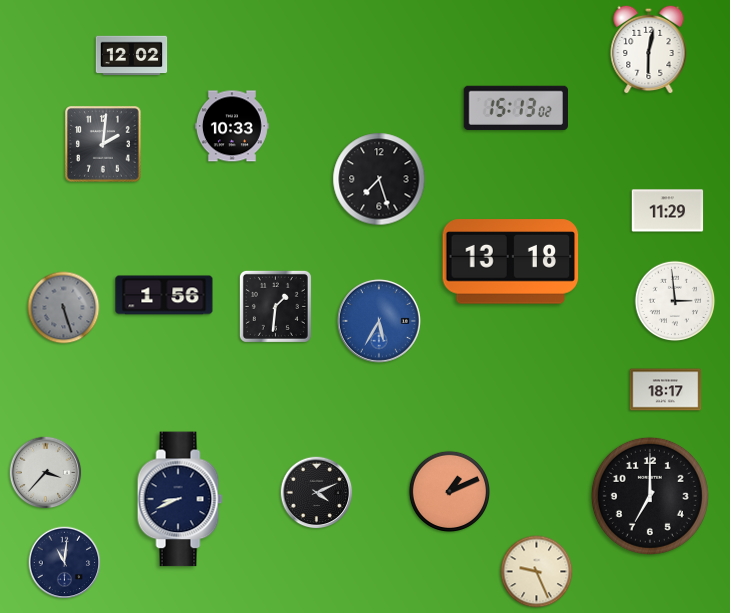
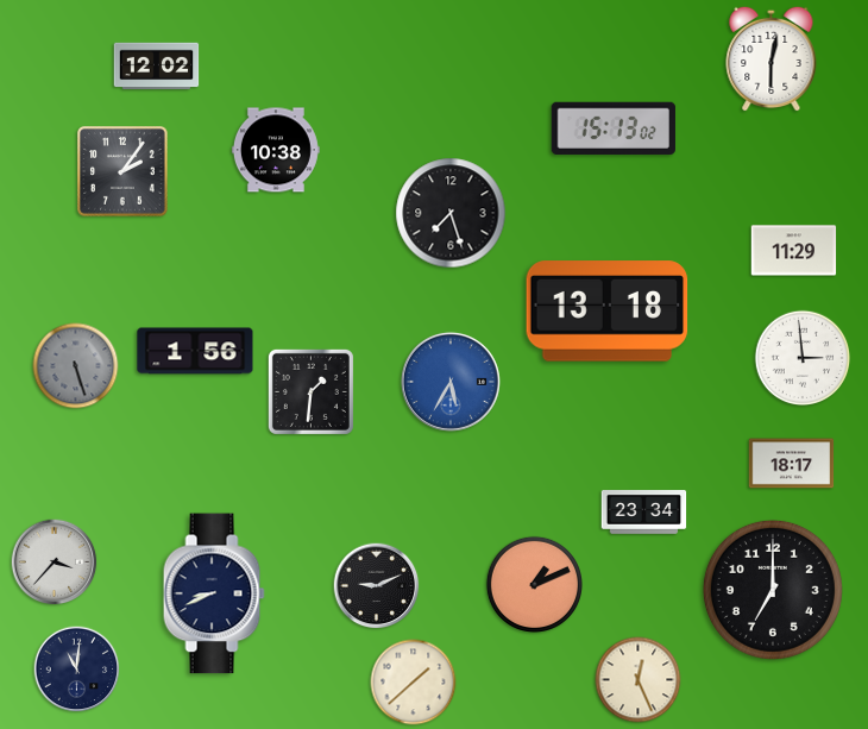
clock at (232, 126): 10:33 -> 10:38
clock at (103, 144): 2:01 -> 2:06
clock at (275, 306) position: (275, 306) -> (310, 391)
clock at (644, 513): none -> 23:34
clock at (317, 493): 4:11 -> 9:11
clock at (537, 572): 9:26 -> 12:26
clock at (414, 683): none -> 1:38
